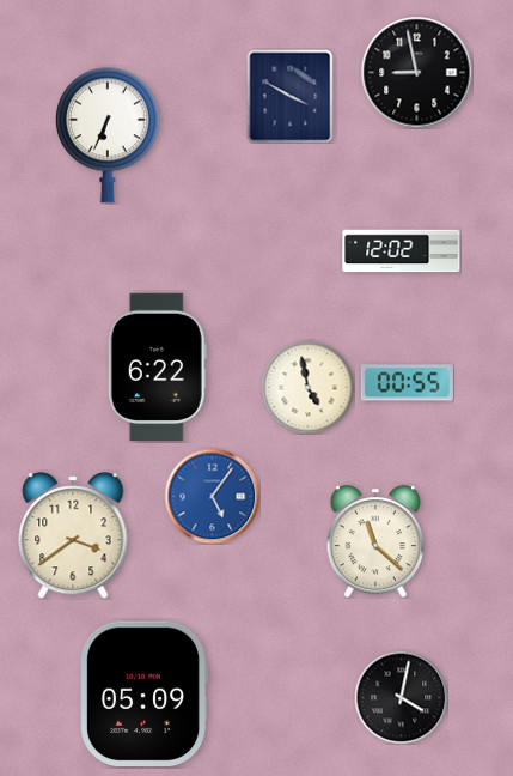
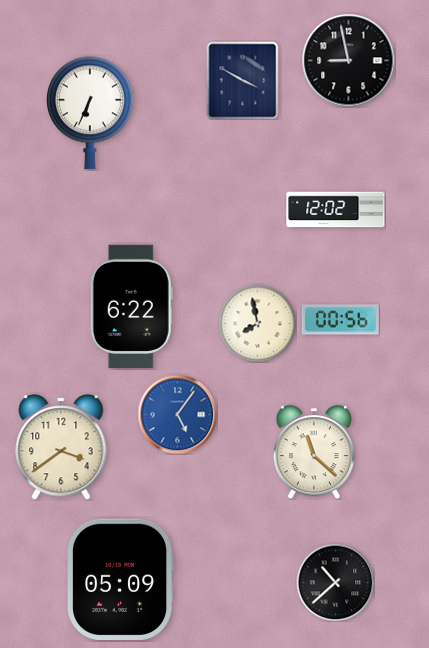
clock at (407, 383): 00:55 -> 00:56
clock at (307, 387): 4:58 -> 7:58
clock at (401, 697): 4:02 -> 10:38
